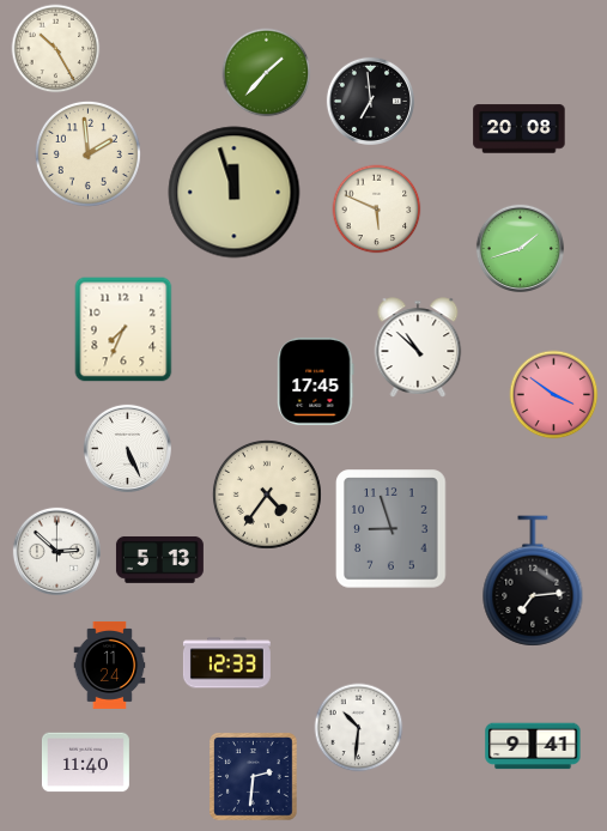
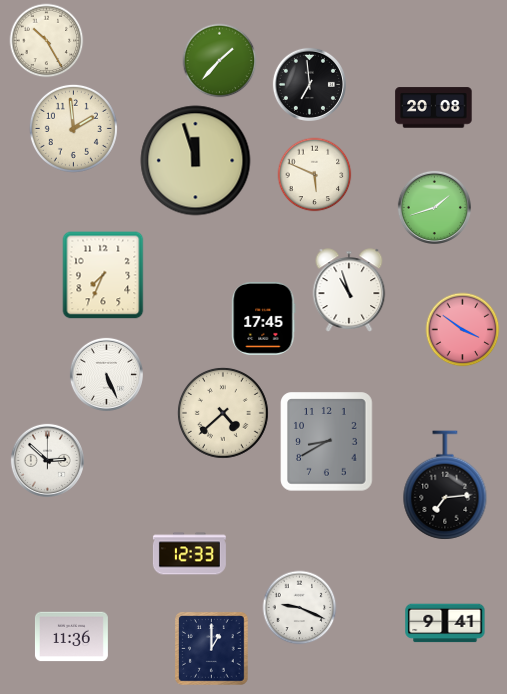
clock at (267, 73) position: (267, 73) -> (220, 61)
clock at (418, 347): 10:52 -> 10:57
clock at (267, 495): 4:36 -> 4:38
clock at (391, 529): 8:57 -> 8:40
clock at (159, 560): 5:13 -> none
clock at (110, 665): 11:24 -> none
clock at (359, 728): 10:31 -> 9:19
clock at (85, 763): 11:40 -> 11:36
clock at (254, 777): 2:31 -> 1:00
